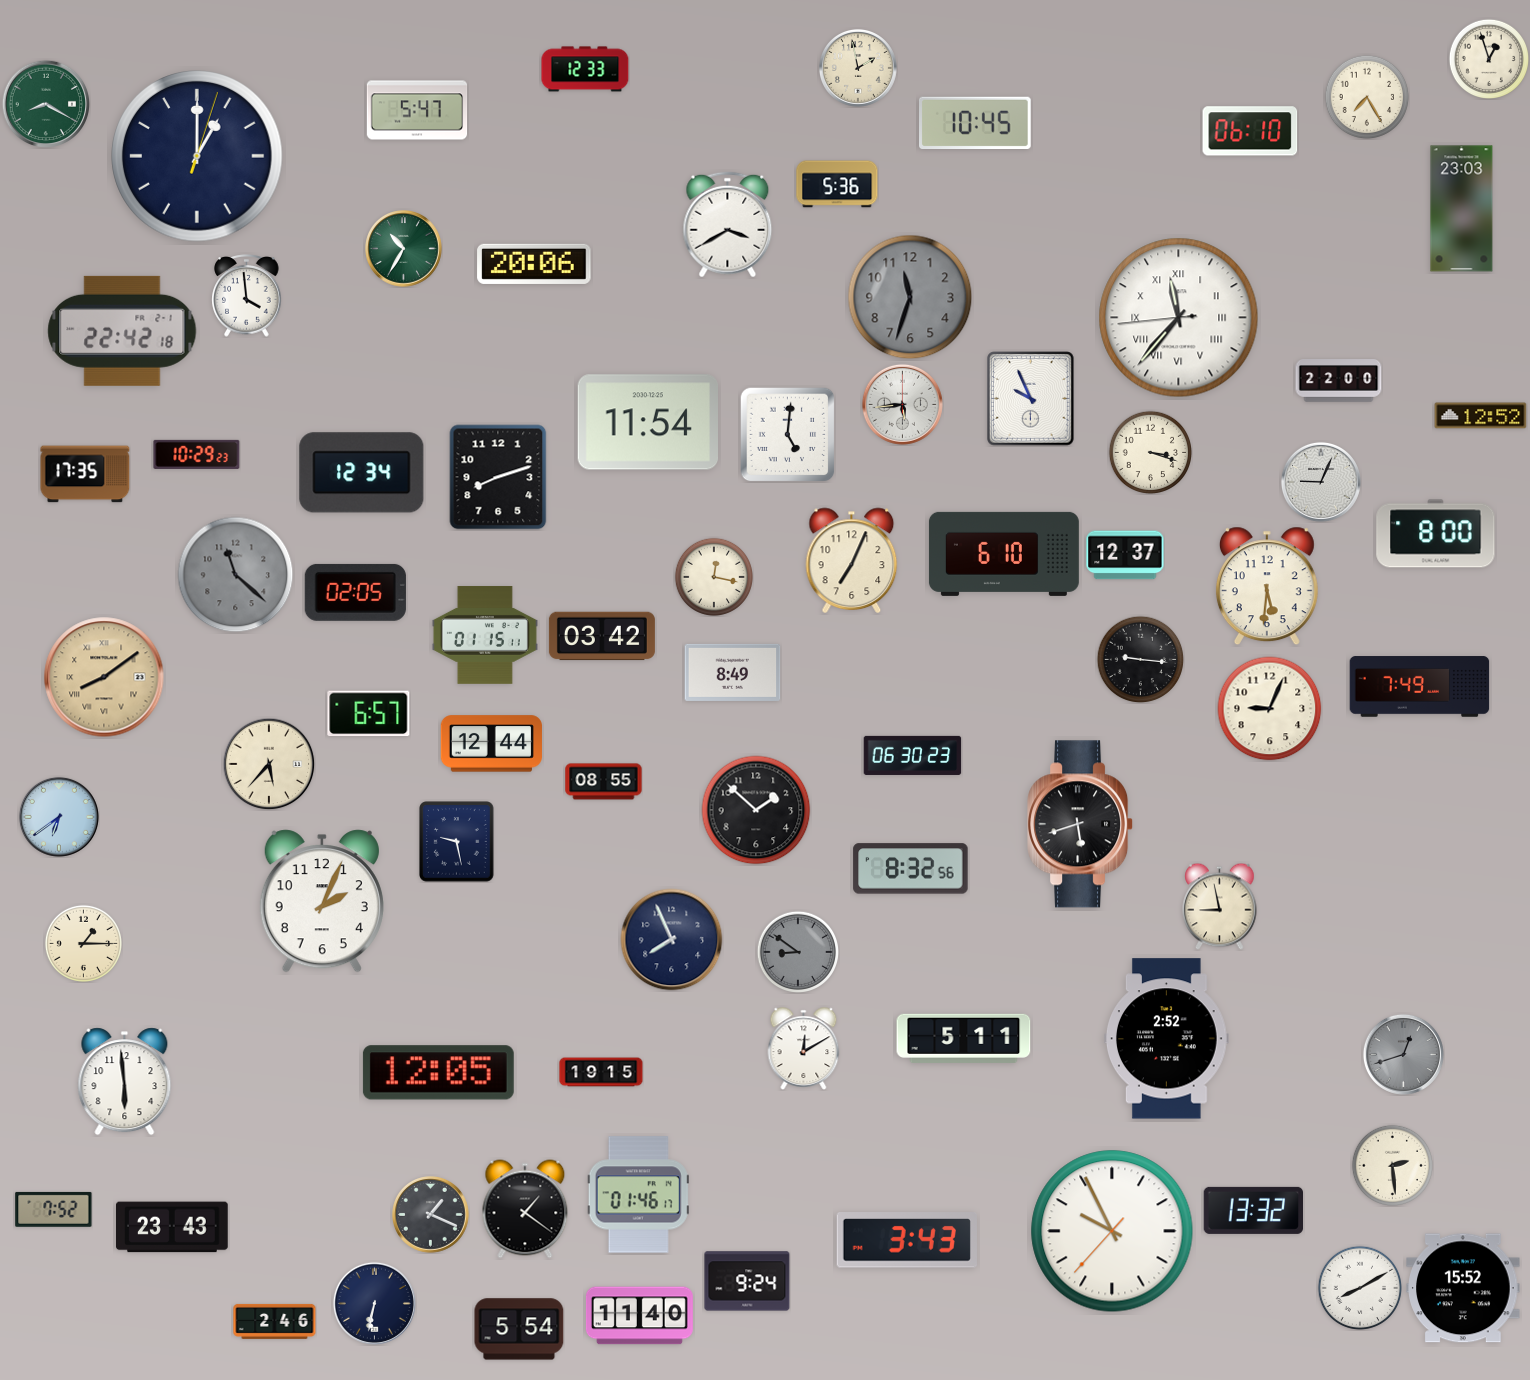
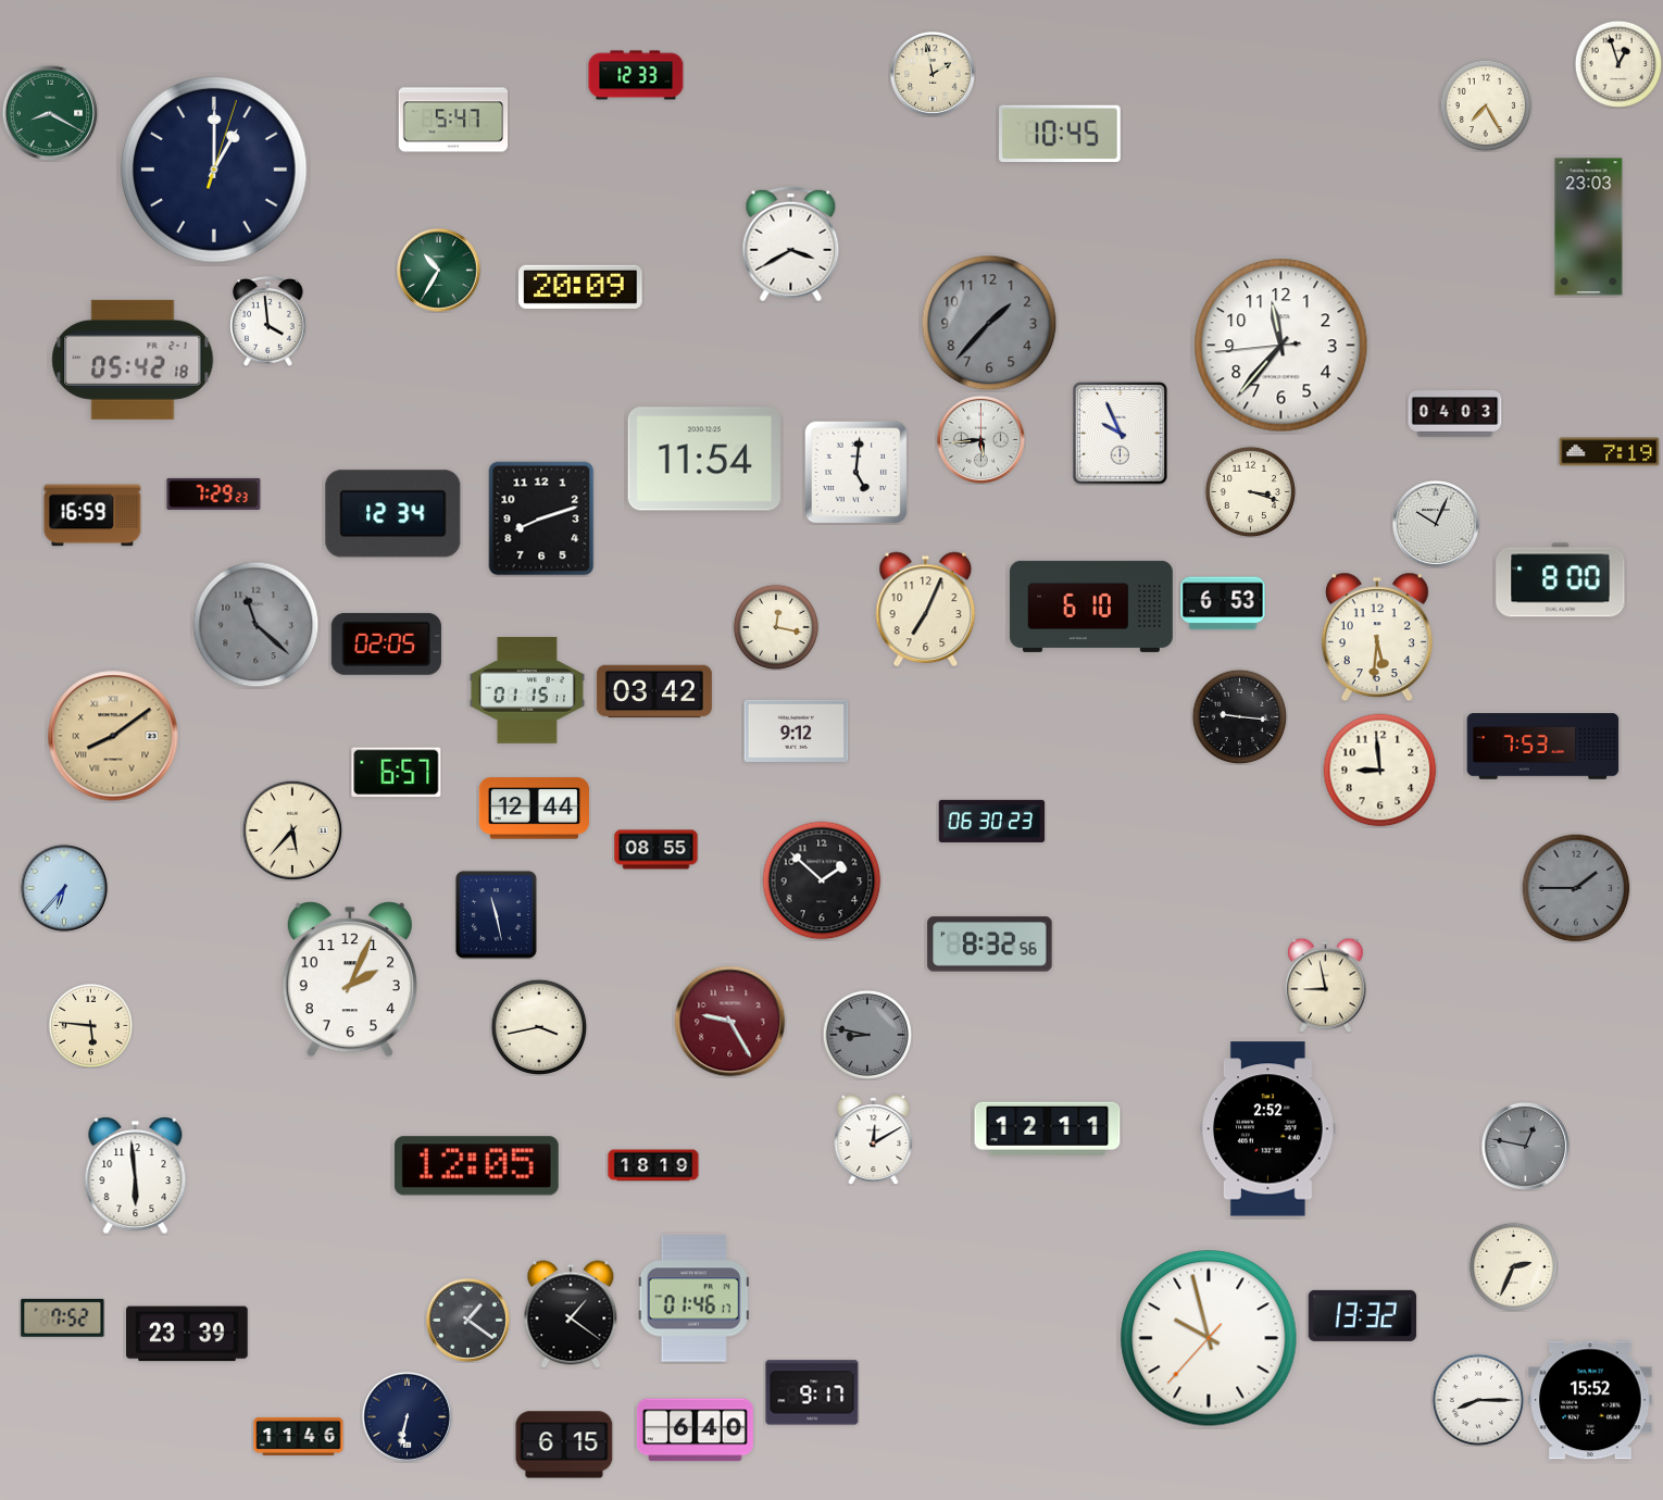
clock at (1250, 131): 06:10 -> none
clock at (837, 184): 5:36 -> none
clock at (534, 264): 20:06 -> 20:09
clock at (910, 297): 11:33 -> 1:37
clock at (1179, 318) numerals: Roman -> Arabic
clock at (122, 331): 22:42 -> 05:42
clock at (1339, 381): 22:00 -> 04:03
clock at (1481, 416): 12:52 -> 7:19
clock at (197, 454): 10:29 -> 7:29
clock at (85, 474): 17:35 -> 16:59
clock at (1321, 482): 9:04 -> 10:04
clock at (1004, 554) position: (1004, 554) -> (1091, 607)
clock at (1125, 555): 12:37 -> 6:53
clock at (733, 672): 8:49 -> 9:12
clock at (1420, 687): 7:49 -> 7:53
clock at (1270, 709): 9:04 -> 8:59
clock at (369, 714) position: (369, 714) -> (397, 773)
clock at (59, 817): 6:39 -> 6:37
clock at (1576, 888): none -> 1:45
clock at (1081, 824): 5:42 -> none
clock at (457, 842): 9:28 -> 11:28
clock at (672, 940): 7:56 -> 9:25
clock at (672, 940) dial: navy -> burgundy
clock at (83, 943): 1:15 -> 5:46
clock at (539, 1027): none -> 3:43
clock at (797, 951): 8:51 -> 8:47
clock at (964, 1038): 5:11 -> 12:11
clock at (1403, 1054): 12:42 -> 12:47
clock at (601, 1072): 19:15 -> 18:19
clock at (1392, 1165): 2:29 -> 2:34
clock at (54, 1209) position: (54, 1209) -> (63, 1317)
clock at (431, 1215): 1:19 -> 1:21
clock at (172, 1227): 23:43 -> 23:39
clock at (1112, 1231): 9:55 -> 9:57
clock at (907, 1240): 3:43 -> none
clock at (747, 1281): 9:24 -> 9:17
clock at (1360, 1288): 8:10 -> 8:15
clock at (639, 1316): 11:40 -> 6:40
clock at (275, 1321): 2:46 -> 11:46
clock at (519, 1329): 5:54 -> 6:15
